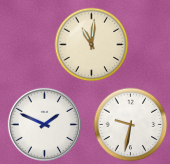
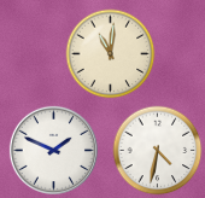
clock at (131, 125): 9:32 -> 4:32
